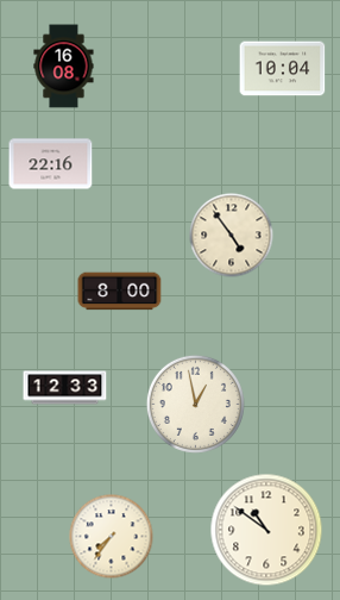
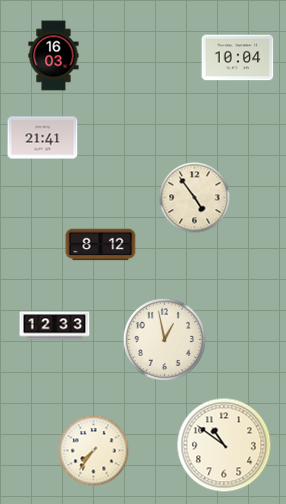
clock at (64, 67): 16:08 -> 16:03
clock at (51, 164): 22:16 -> 21:41
clock at (120, 292): 8:00 -> 8:12
